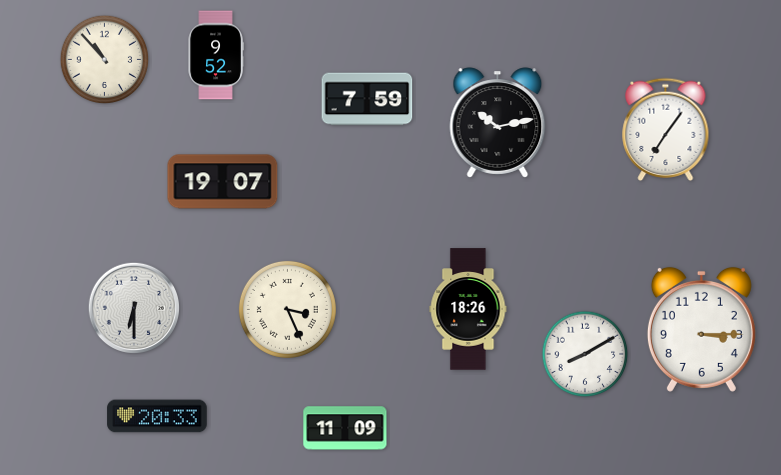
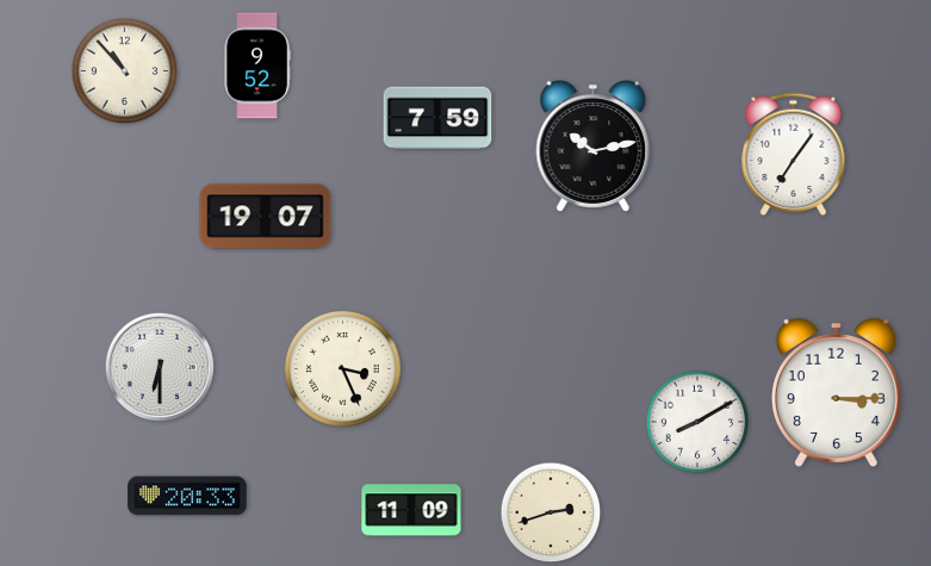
clock at (468, 309): 18:26 -> none
clock at (551, 512): none -> 2:42
